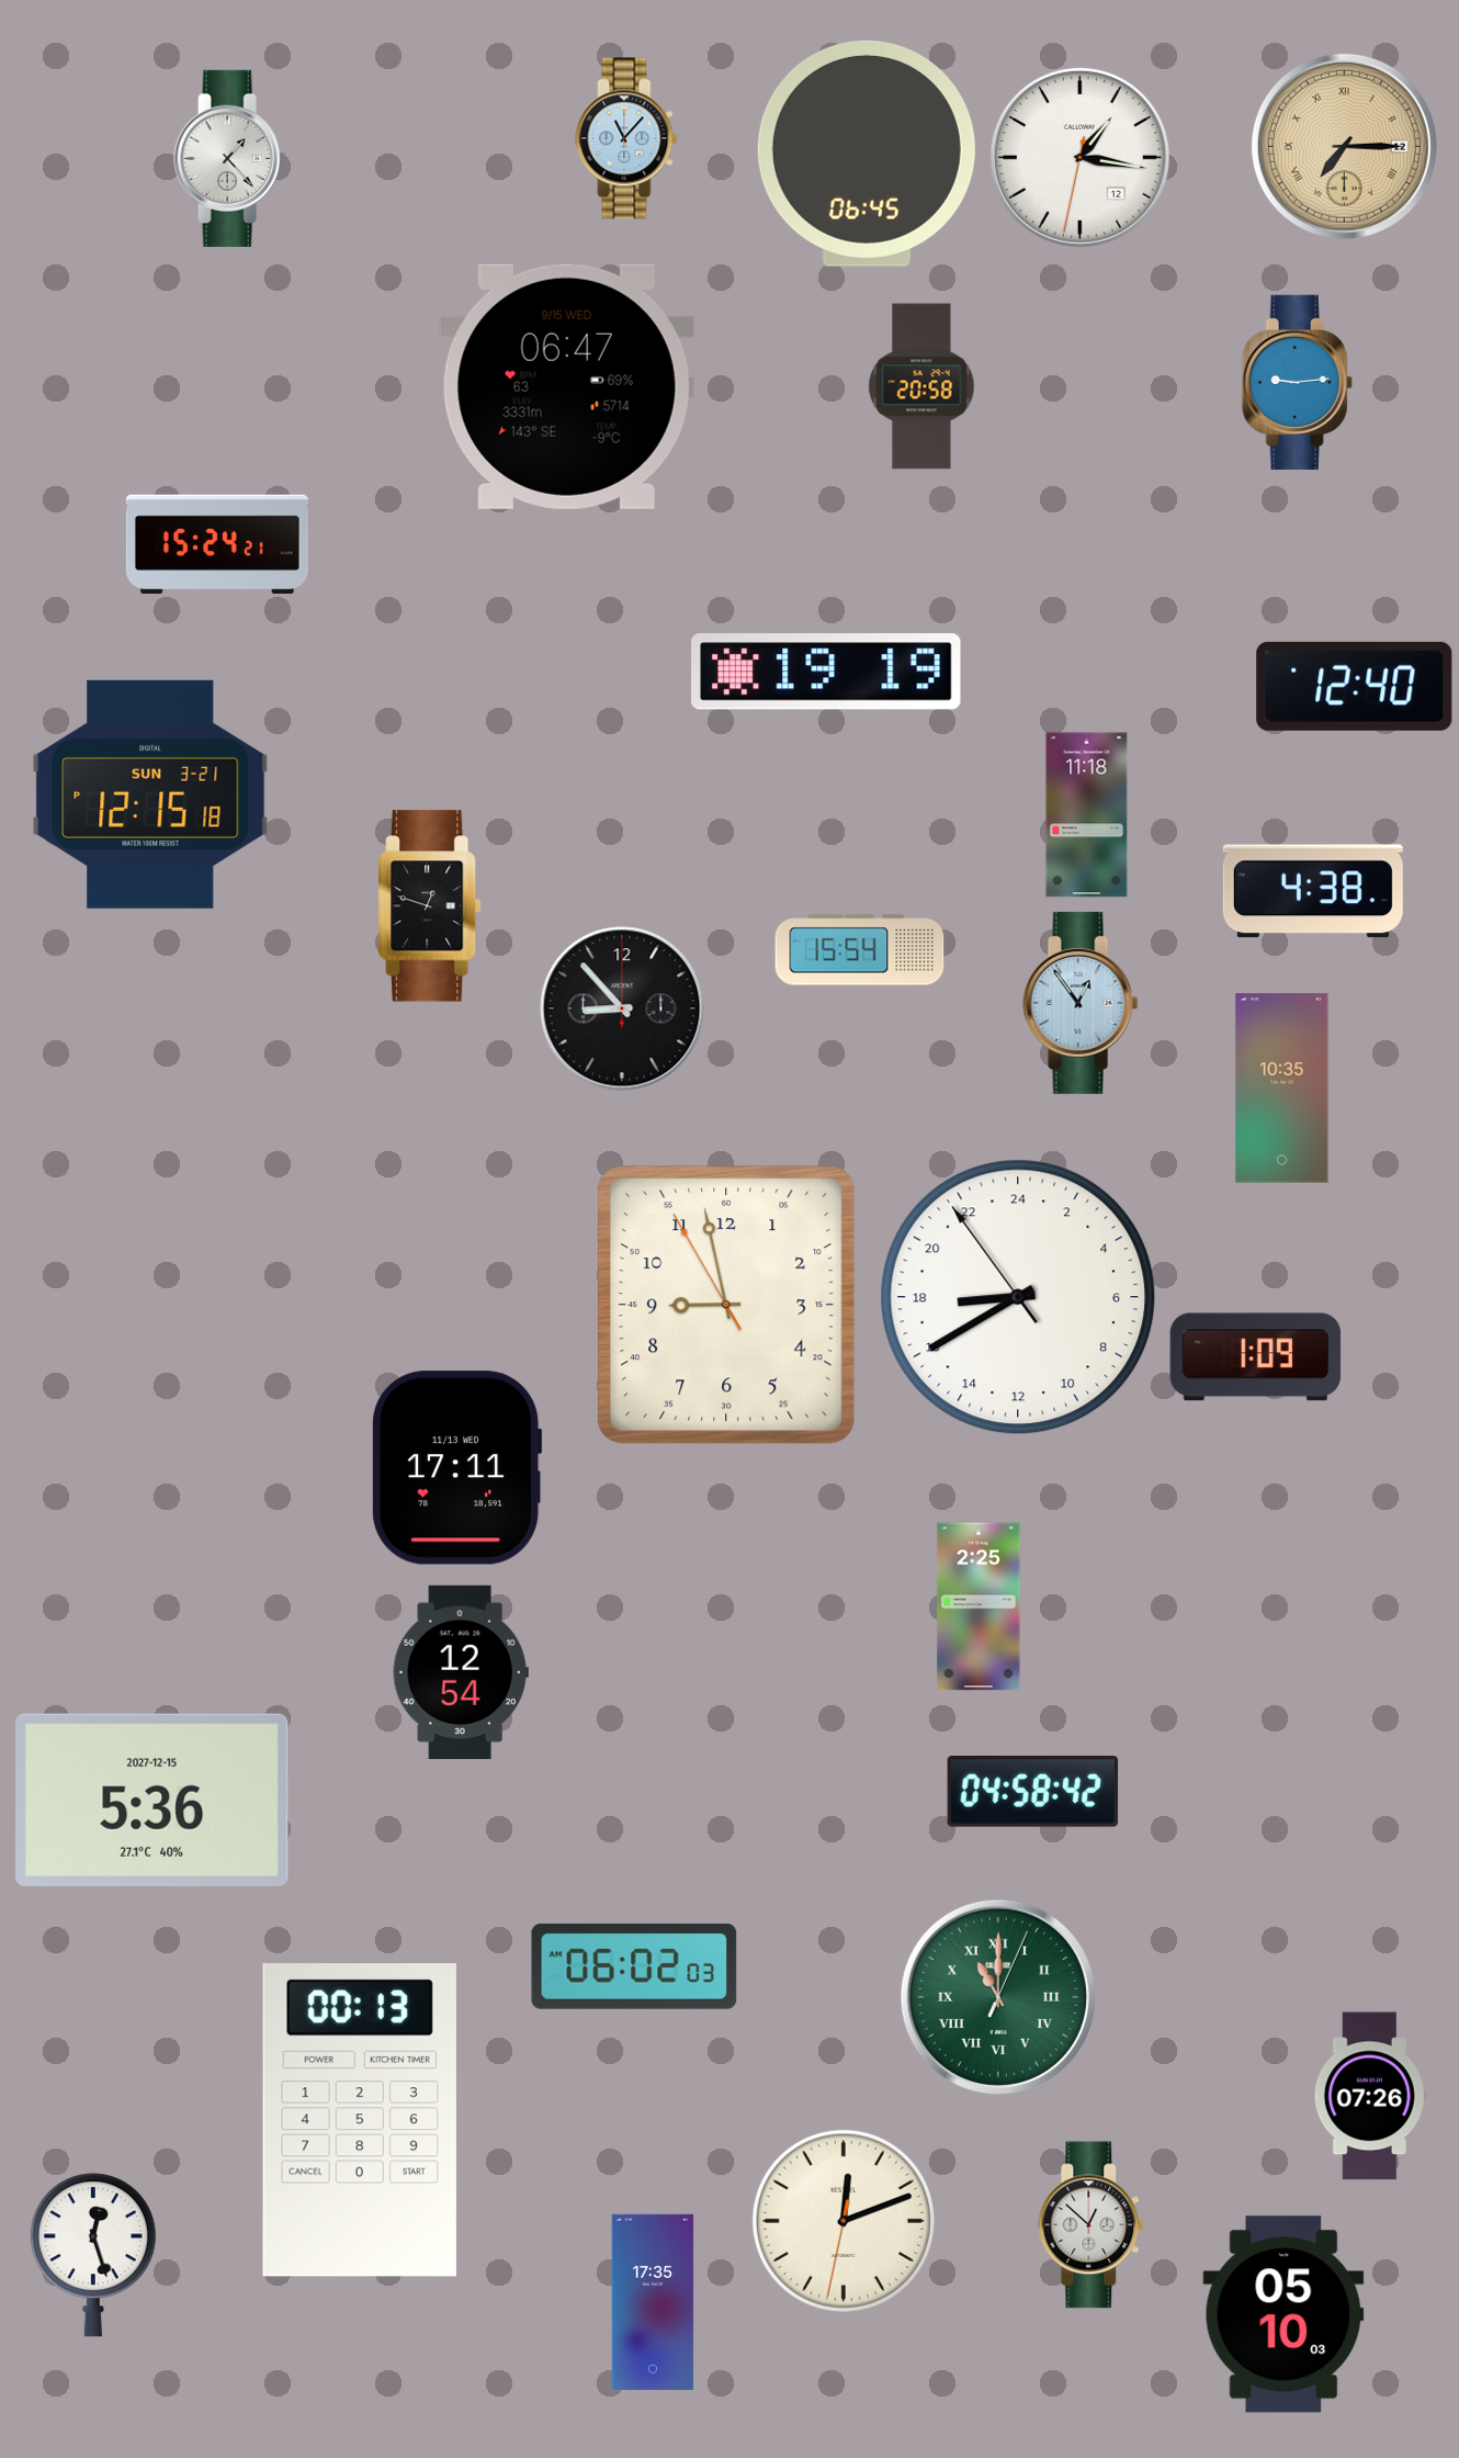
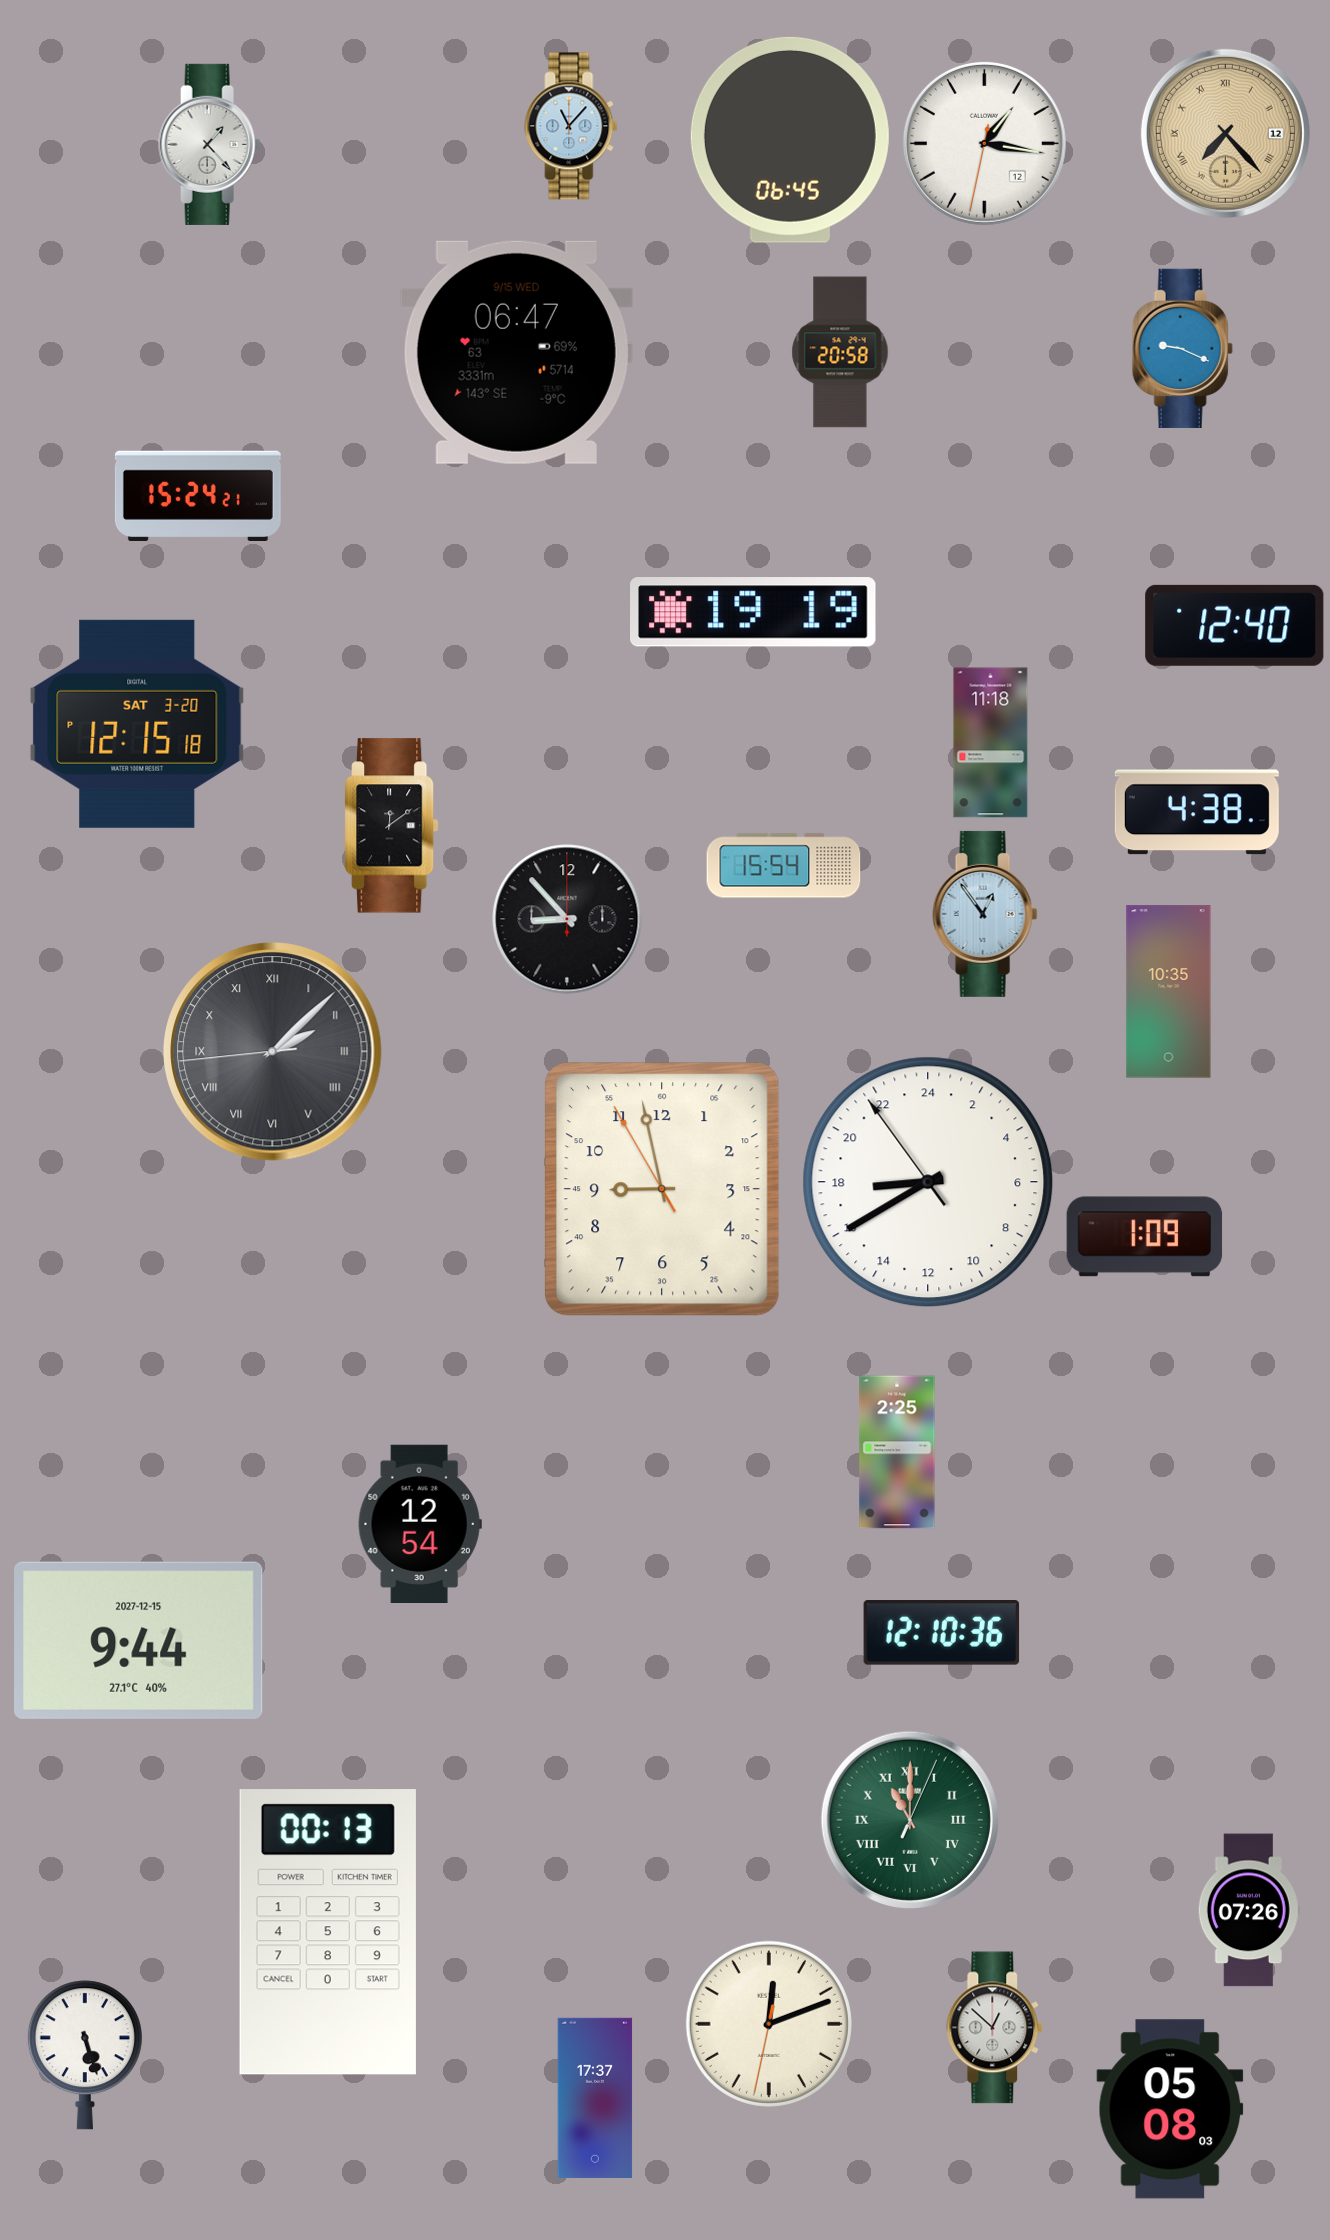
clock at (1344, 146): 7:15 -> 7:23
clock at (1297, 382): 9:14 -> 9:19
clock at (150, 794) date: SUN 3-21 -> SAT 3-20
clock at (430, 906): 12:48 -> 12:09
clock at (273, 1052): none -> 2:07
clock at (457, 1468): 17:11 -> none
clock at (979, 1606) position: (979, 1606) -> (897, 1452)
clock at (1033, 1792): 04:58 -> 12:10
clock at (152, 1800): 5:36 -> 9:44
clock at (634, 1966): 06:02 -> none
clock at (93, 2255): 12:27 -> 5:27
clock at (653, 2302): 17:35 -> 17:37
clock at (1283, 2314): 05:10 -> 05:08
